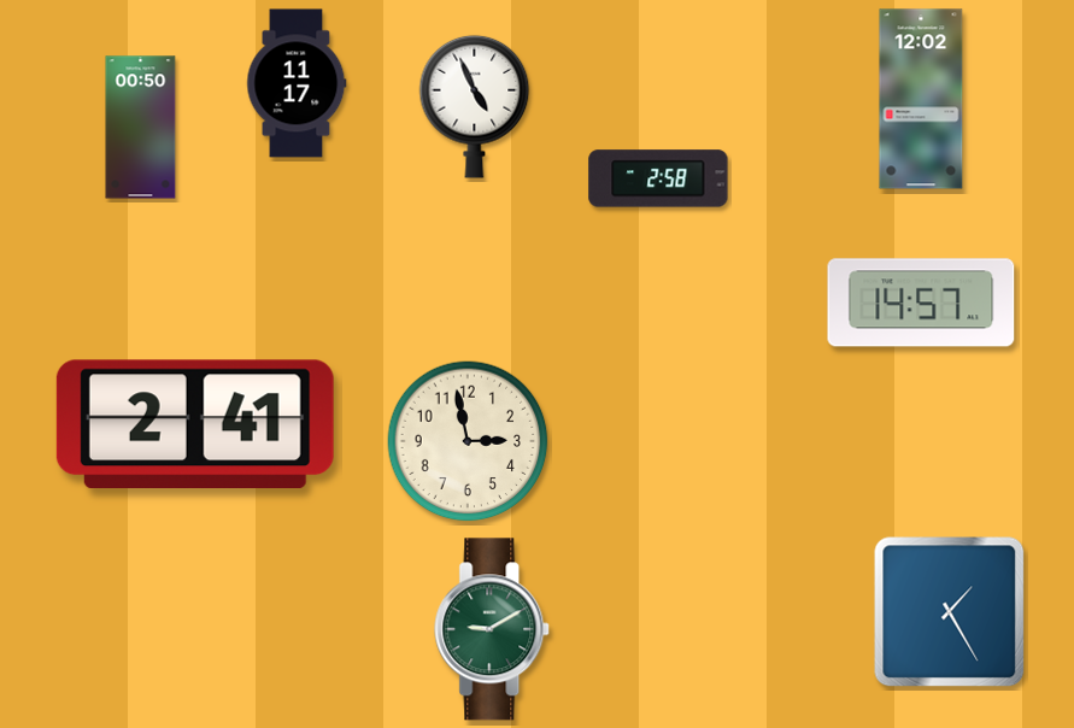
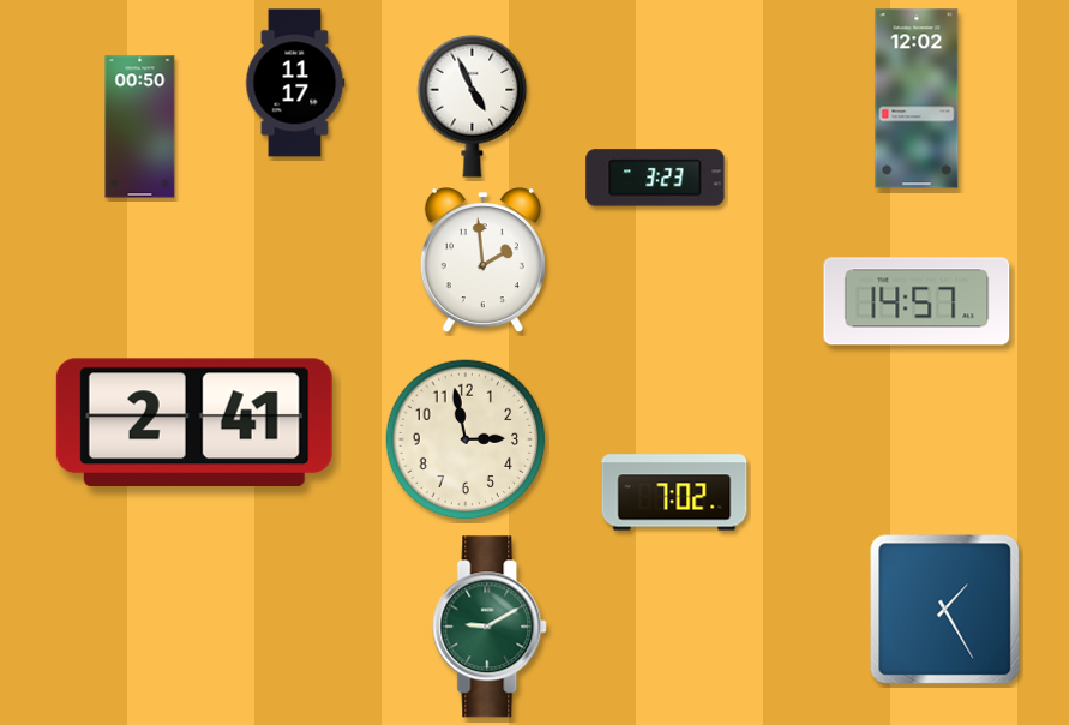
clock at (658, 178): 2:58 -> 3:23
clock at (482, 260): none -> 1:59
clock at (674, 492): none -> 7:02
